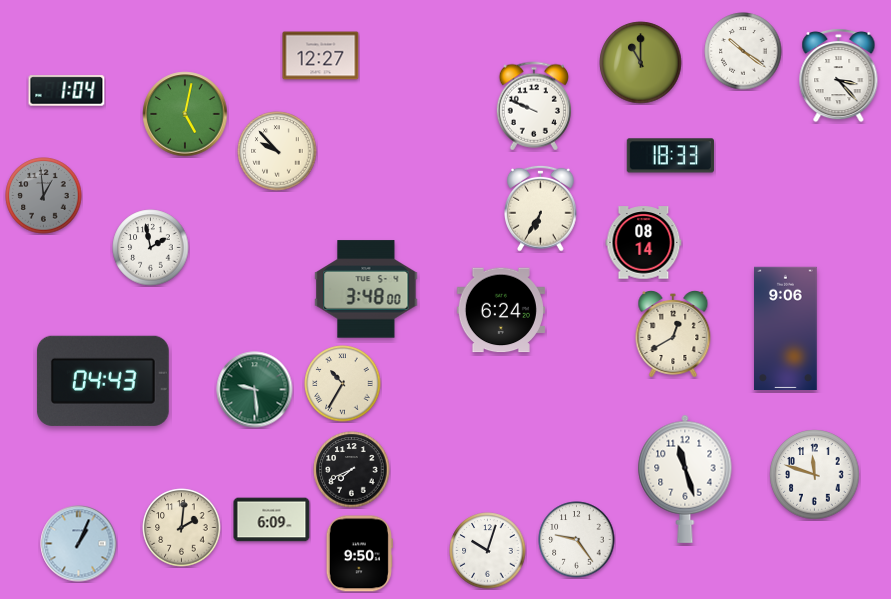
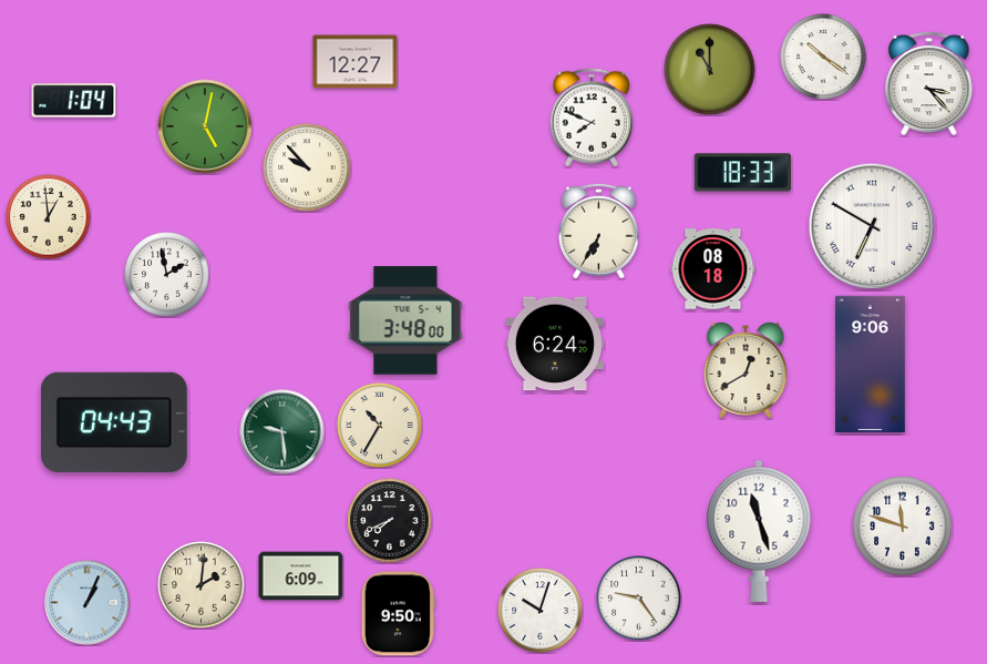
clock at (534, 106): 9:49 -> 7:49
clock at (44, 196) dial: grey -> cream
clock at (872, 226): none -> 6:50
clock at (644, 243): 08:14 -> 08:18
